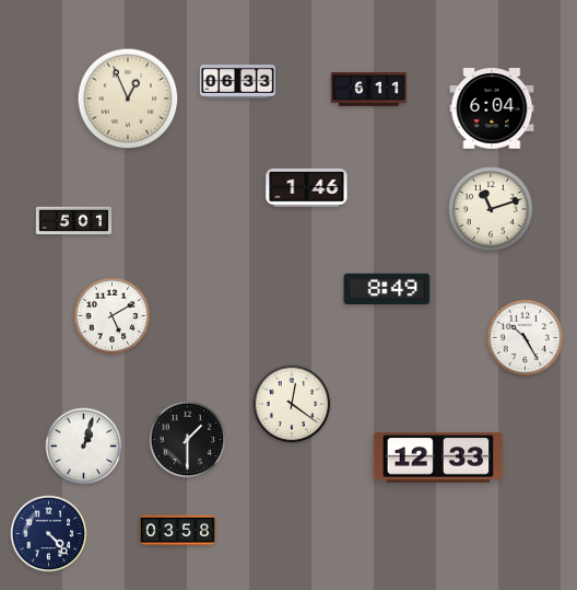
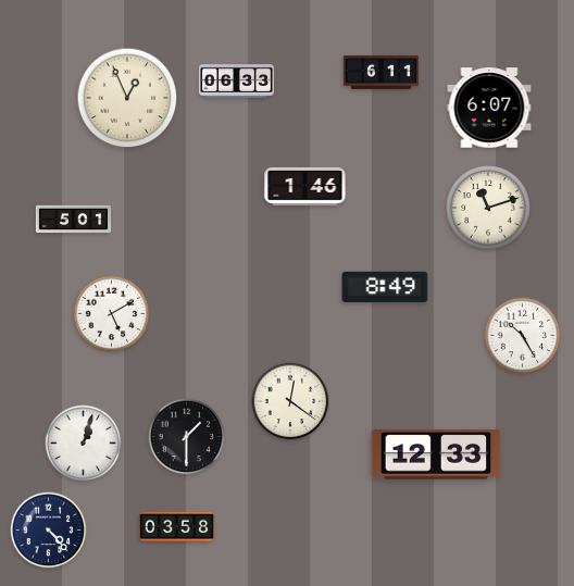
clock at (368, 90) position: (368, 90) -> (380, 73)
clock at (492, 108): 6:04 -> 6:07
